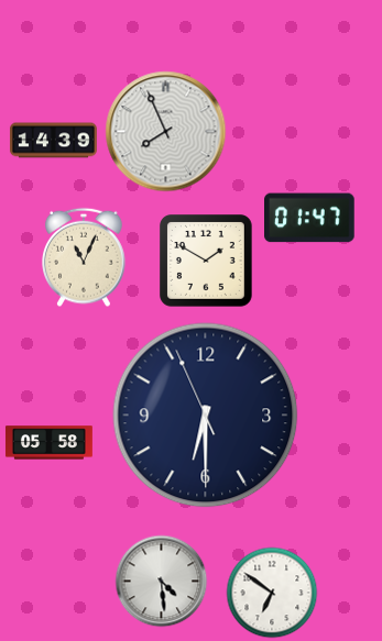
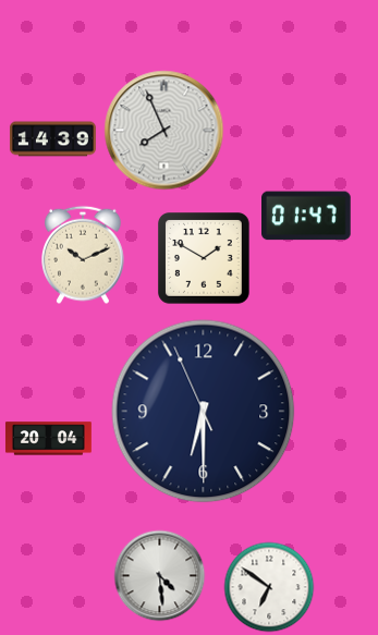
clock at (85, 257): 11:04 -> 10:11
clock at (48, 443): 05:58 -> 20:04
